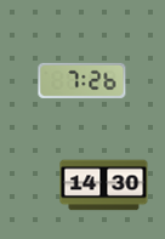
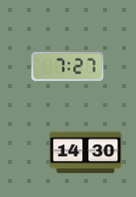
clock at (82, 80): 7:26 -> 7:27
